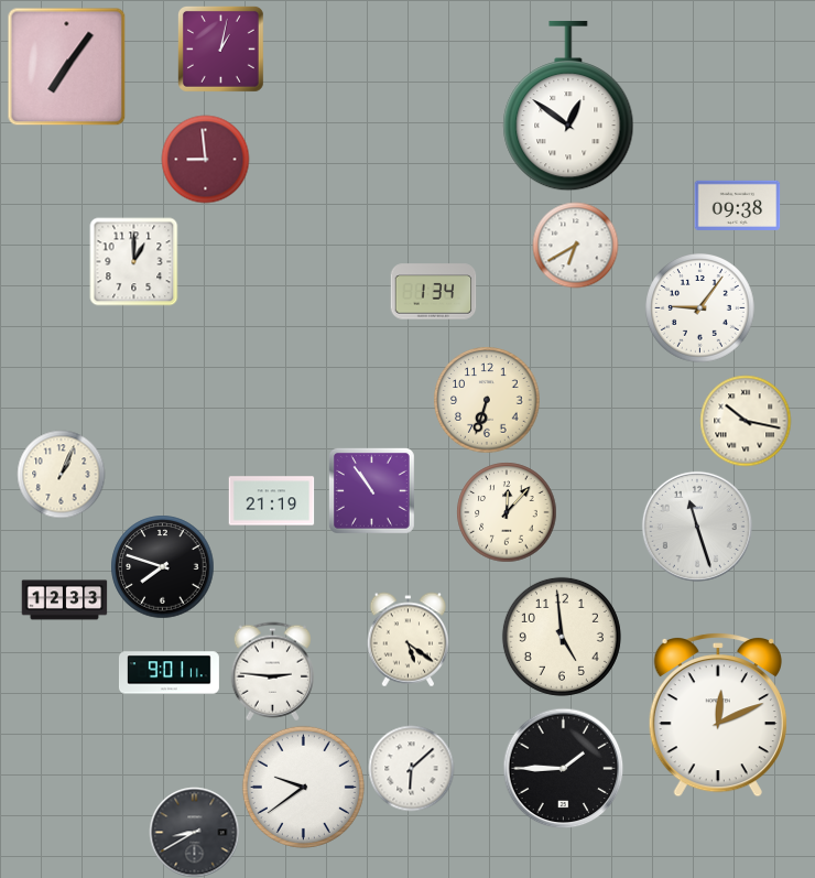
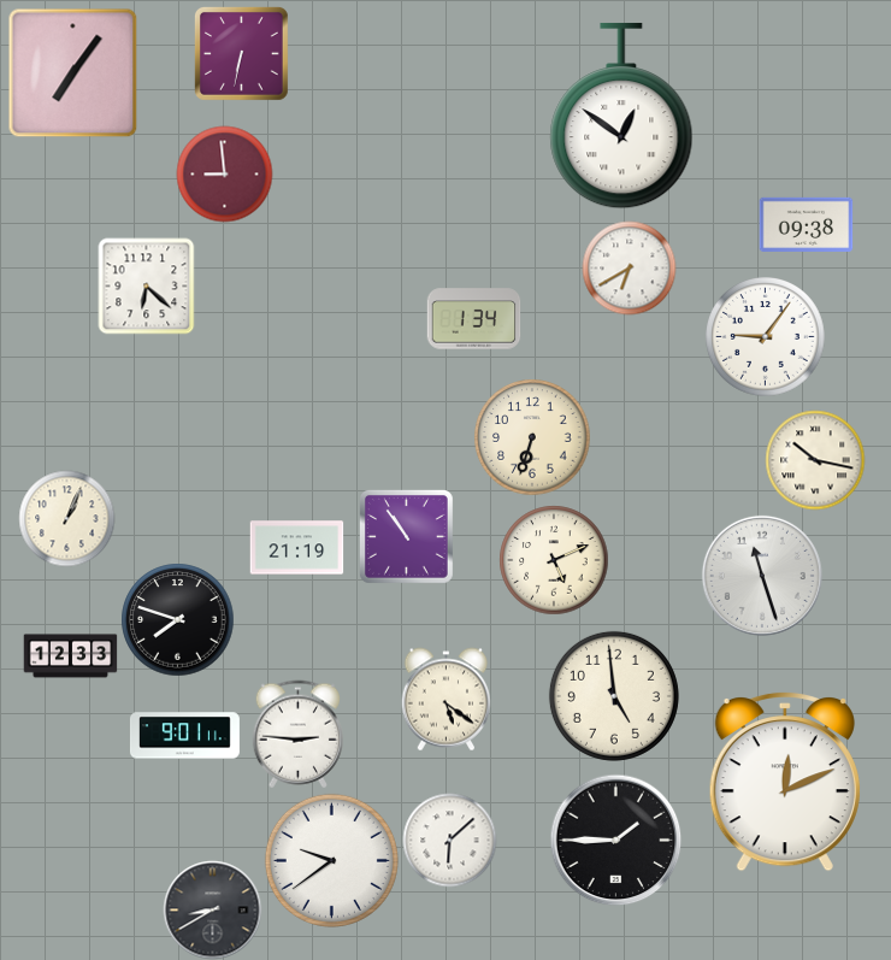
clock at (220, 48): 1:02 -> 6:32
clock at (133, 261): 1:00 -> 6:22
clock at (507, 512): 12:07 -> 5:11
